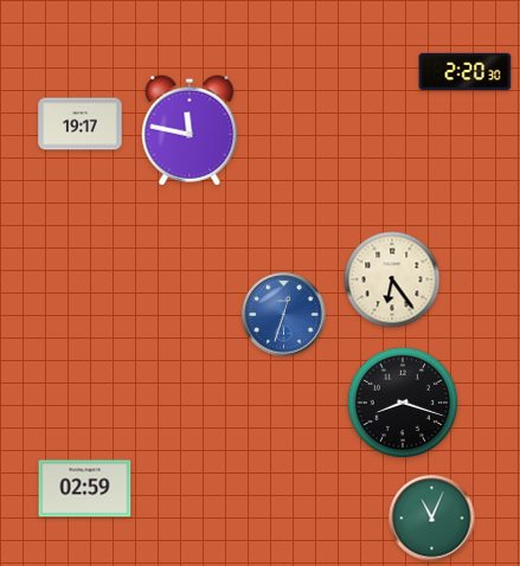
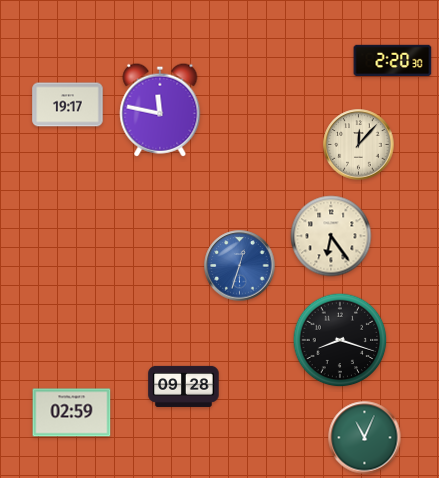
clock at (359, 145): none -> 12:07
clock at (184, 386): none -> 09:28
